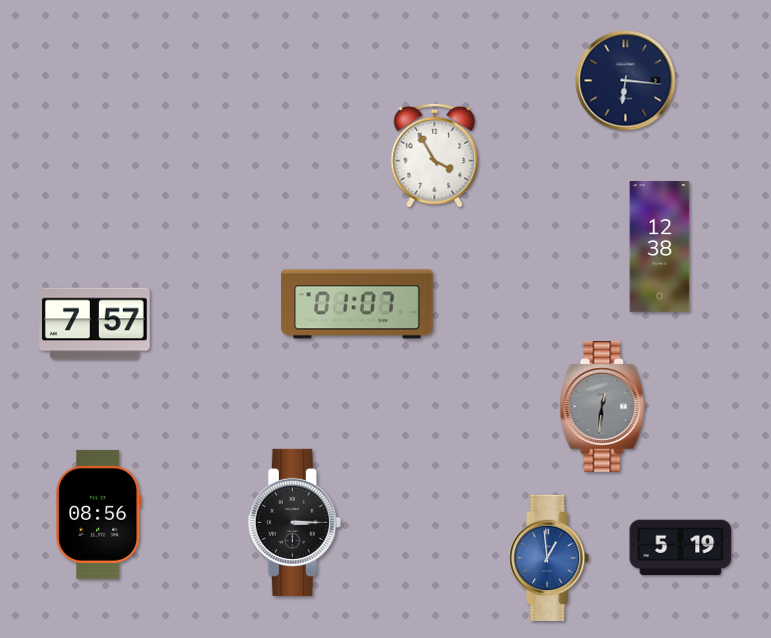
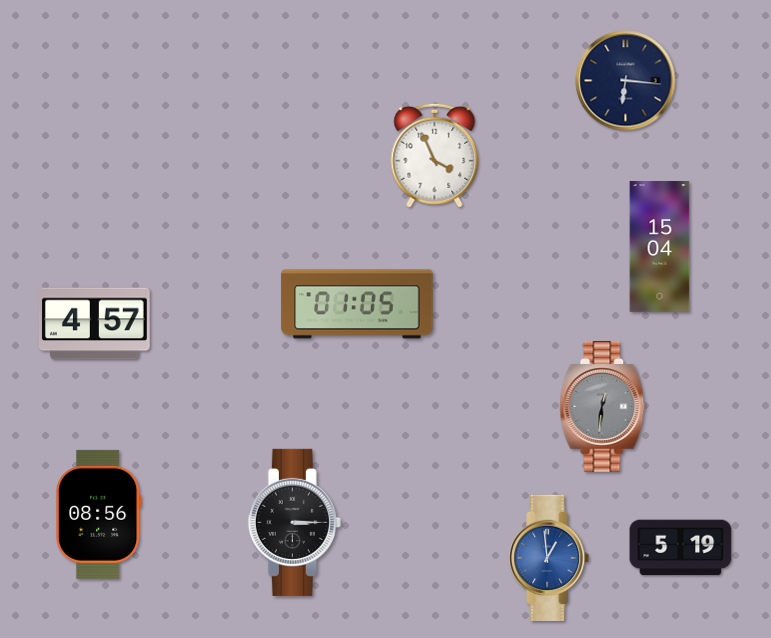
clock at (435, 155): 3:55 -> 3:56
clock at (660, 247): 12:38 -> 15:04
clock at (357, 304): 01:07 -> 01:05
clock at (95, 324): 7:57 -> 4:57
